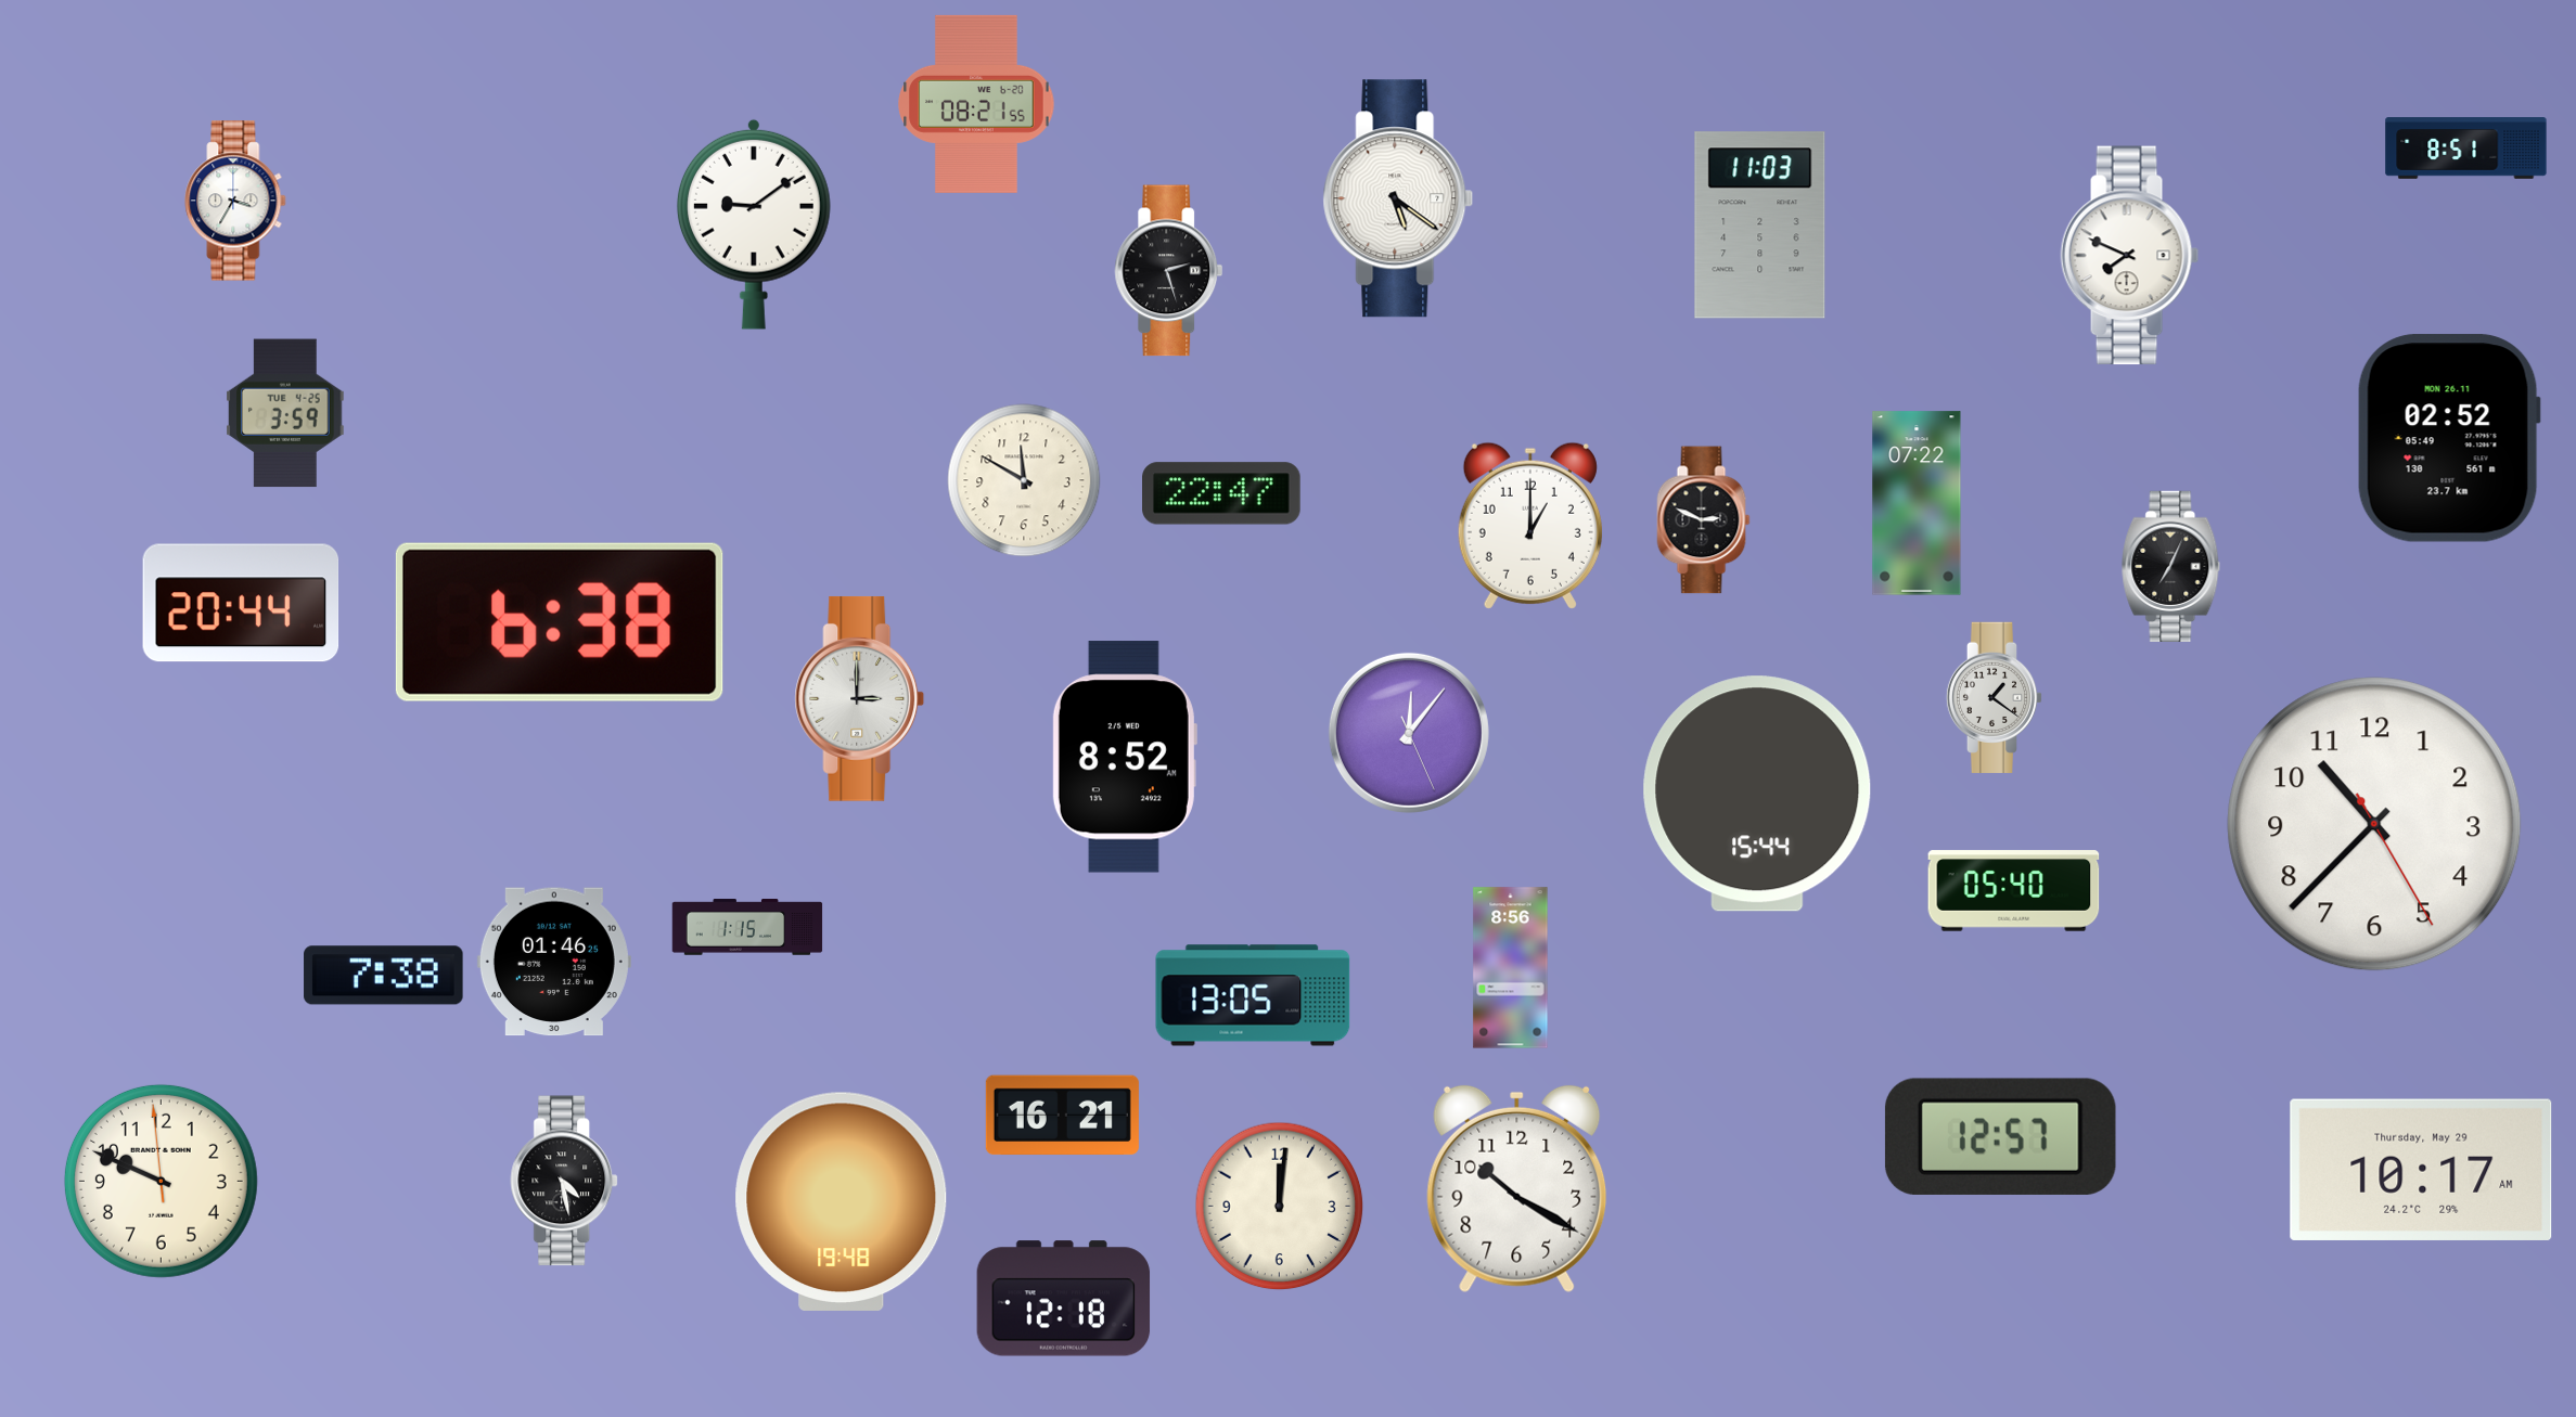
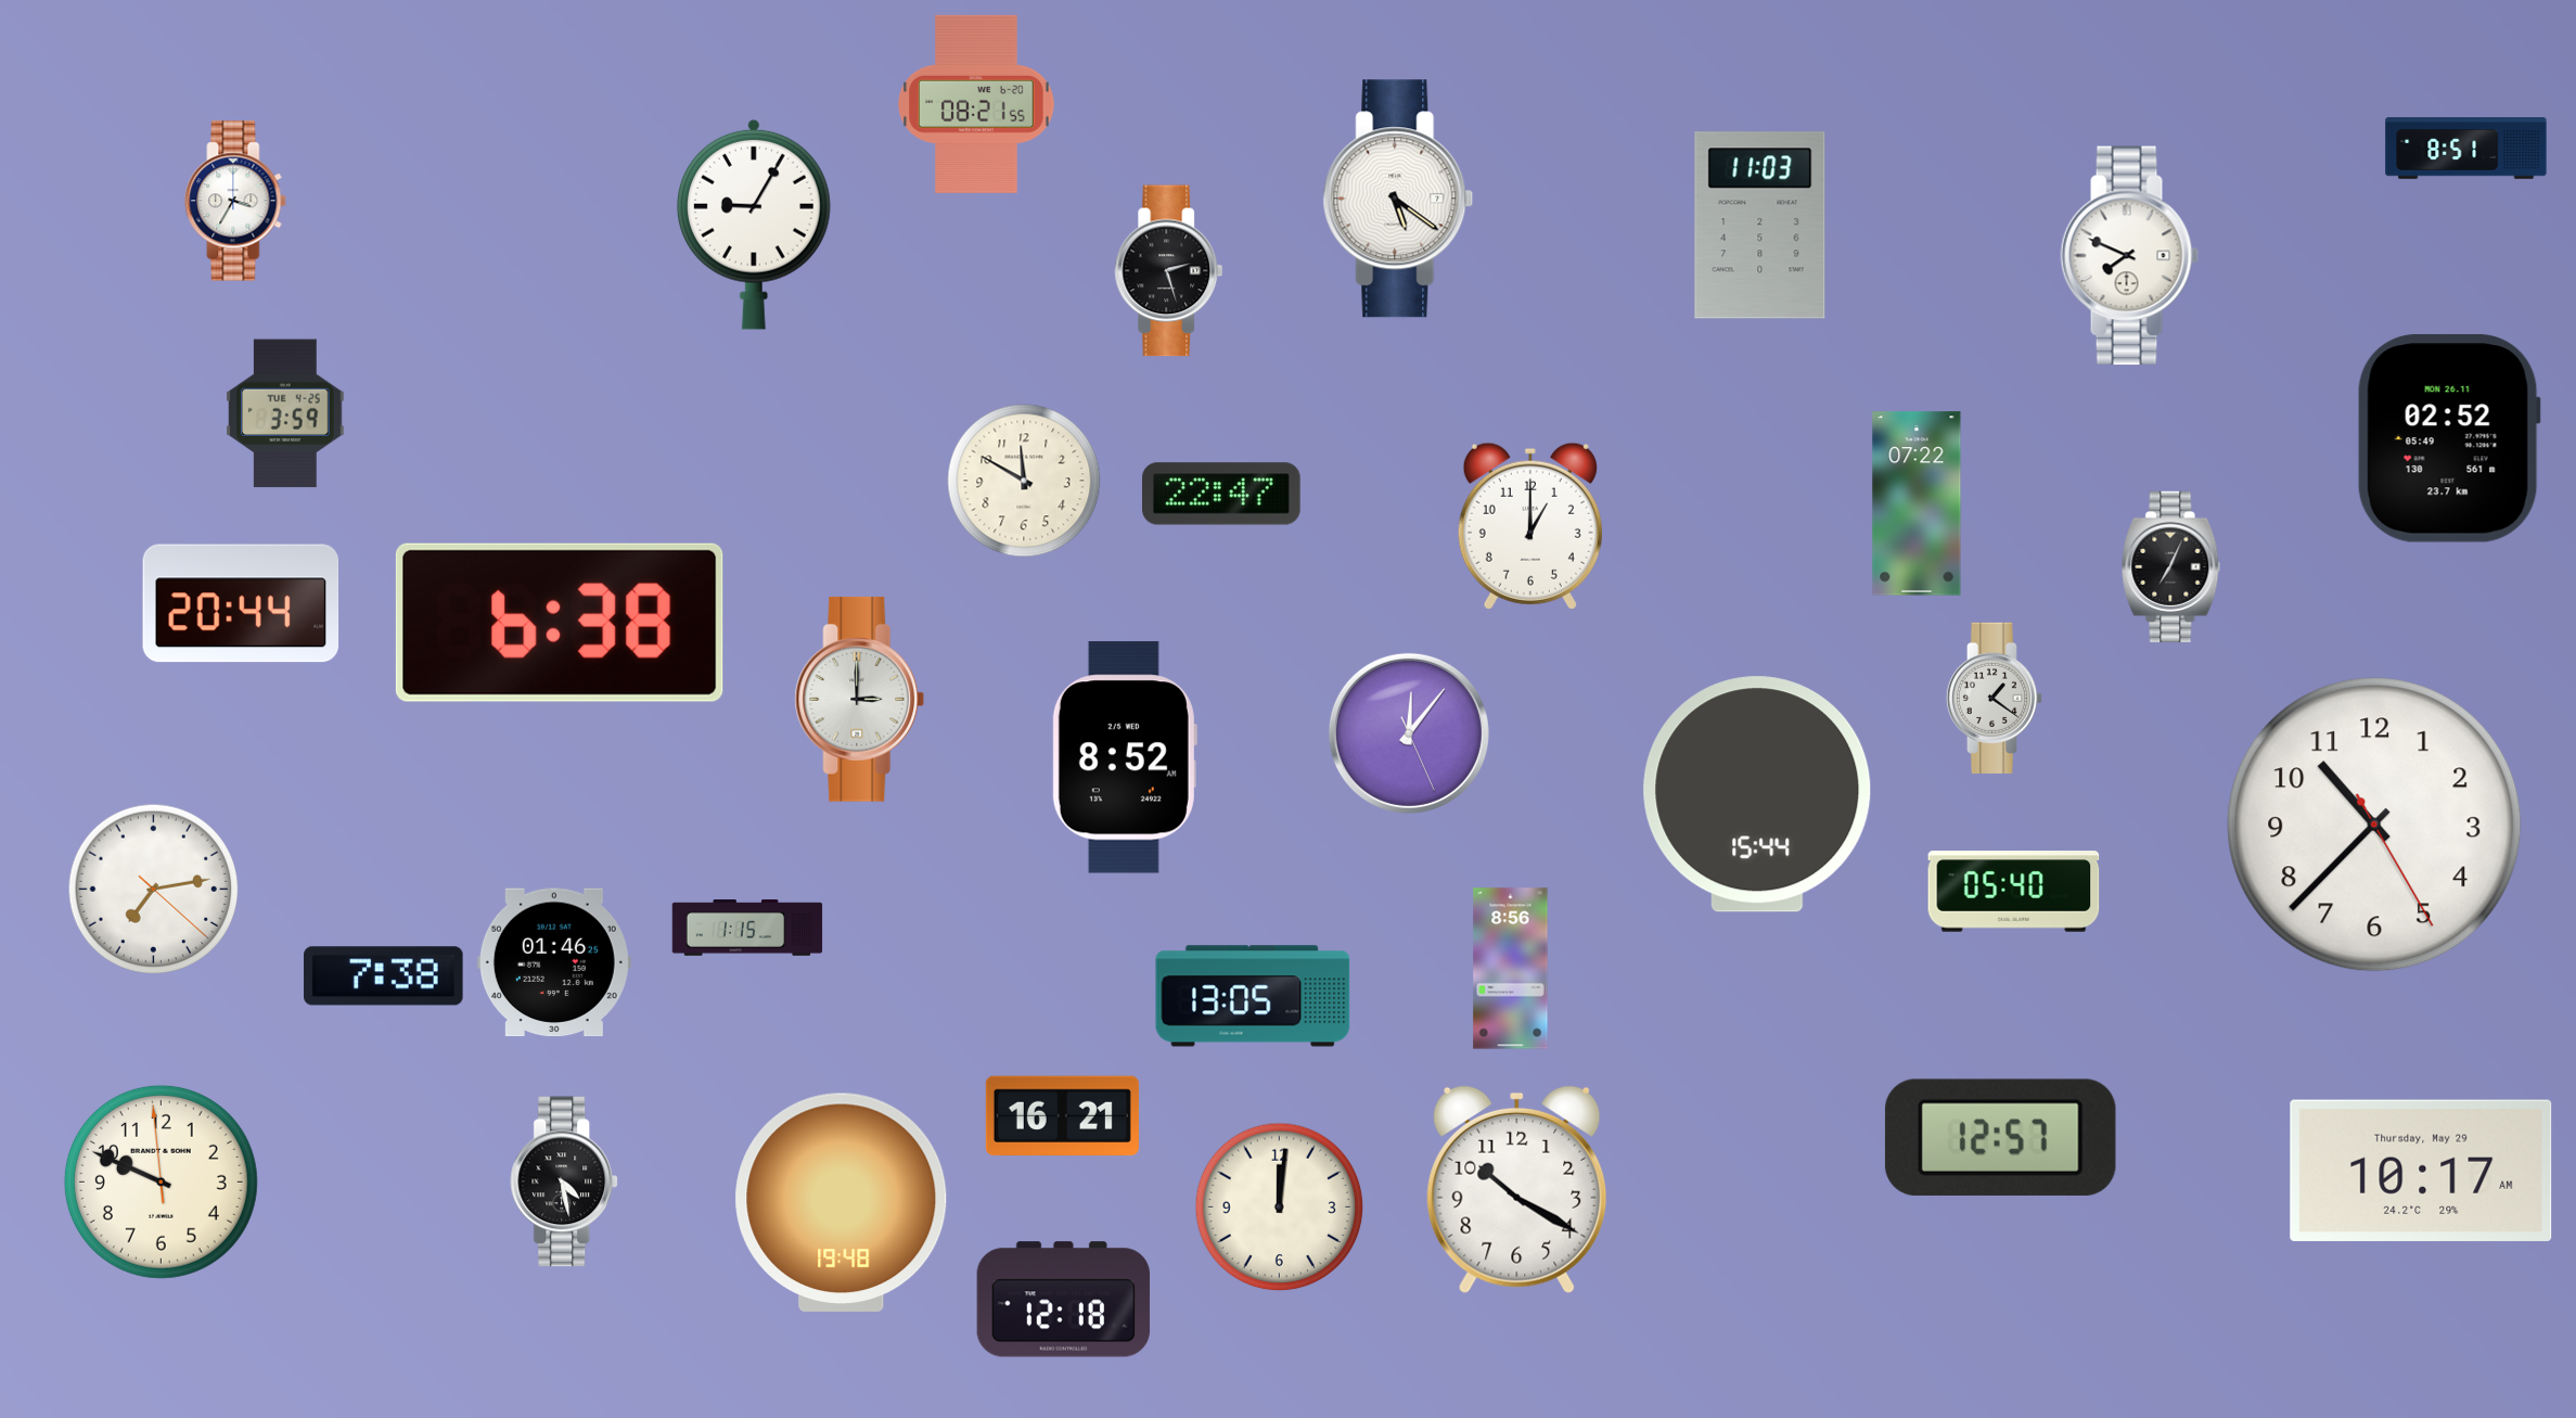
clock at (754, 224): 9:09 -> 9:05
clock at (1704, 520): 2:49 -> none
clock at (154, 890): none -> 7:13
